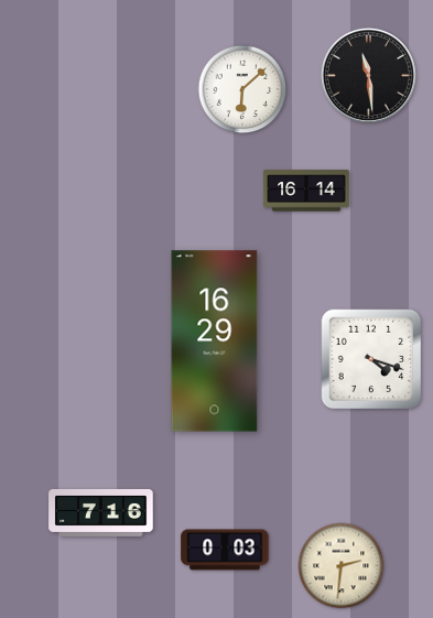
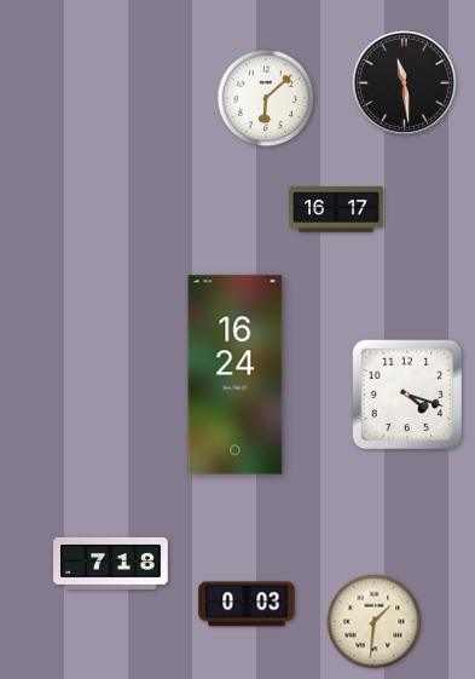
clock at (306, 191): 16:14 -> 16:17
clock at (215, 341): 16:29 -> 16:24
clock at (101, 512): 7:16 -> 7:18
clock at (342, 566): 2:31 -> 1:31
